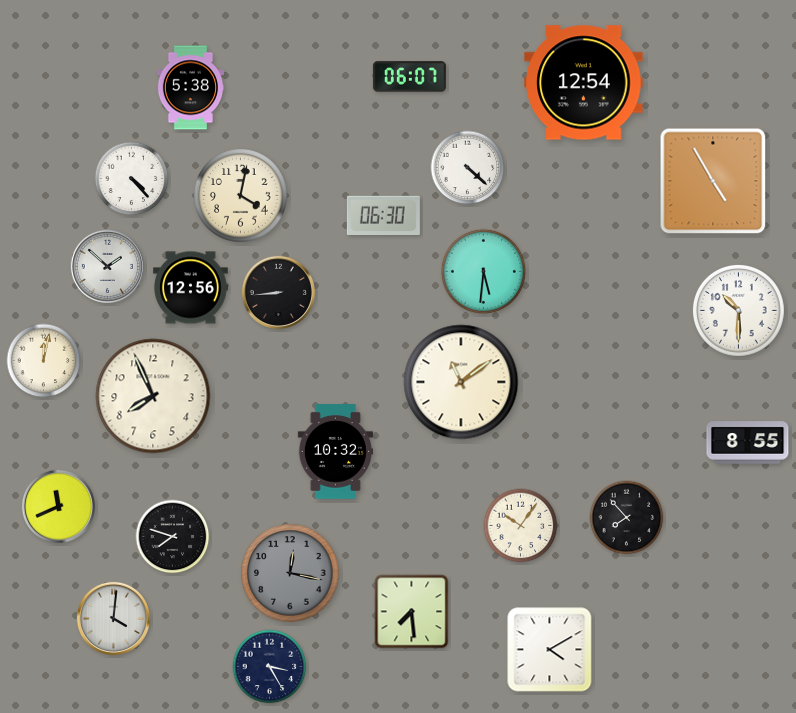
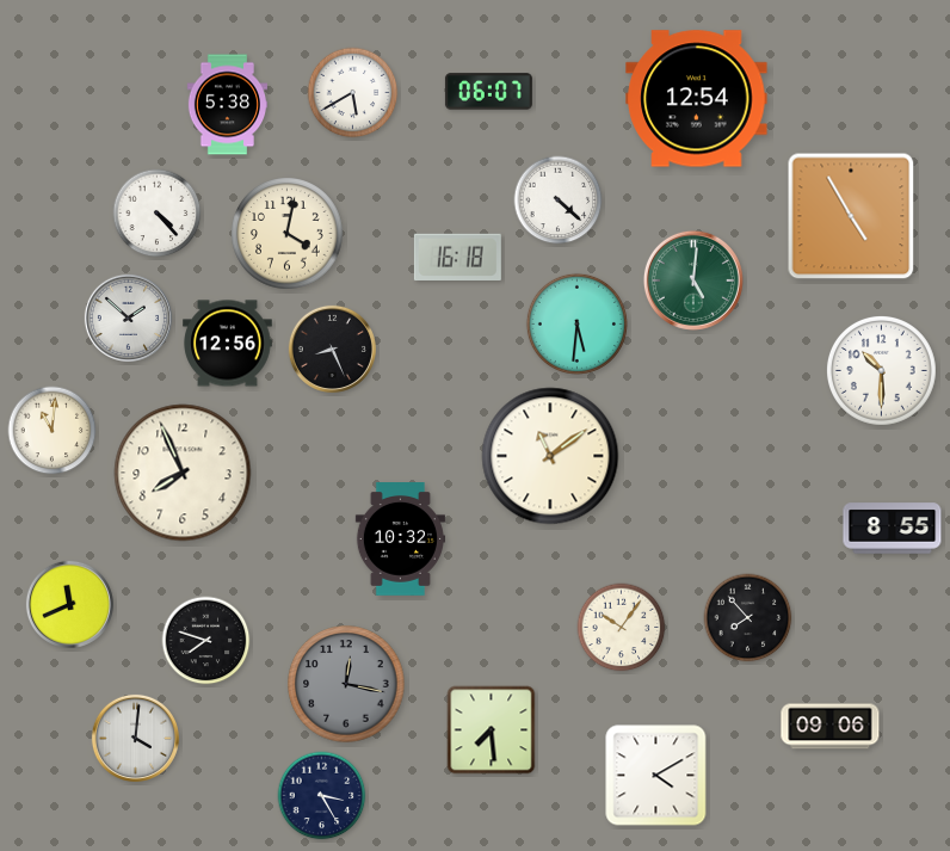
clock at (353, 93): none -> 5:40
clock at (383, 215): 06:30 -> 16:18
clock at (693, 280): none -> 5:01
clock at (278, 292): 8:44 -> 8:26
clock at (44, 361): 12:02 -> 11:01
clock at (831, 727): none -> 09:06
